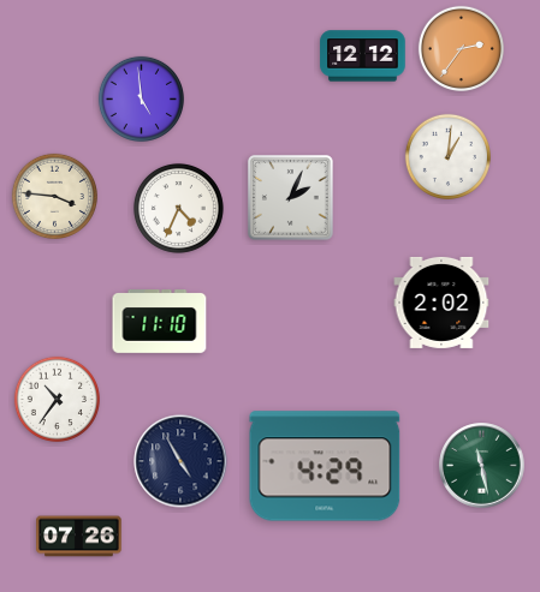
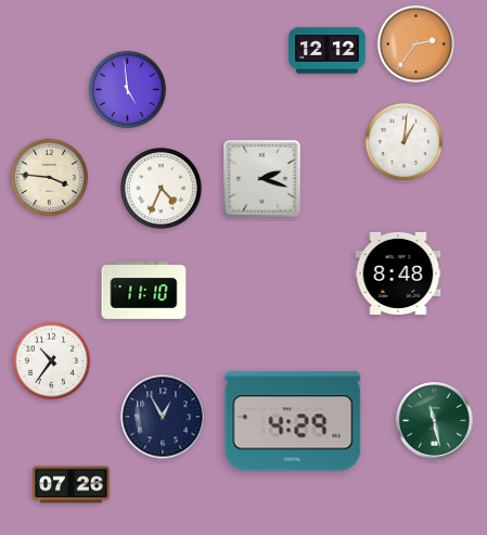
clock at (290, 197): 2:04 -> 2:18
clock at (441, 303): 2:02 -> 8:48
clock at (180, 461): 4:55 -> 12:55
